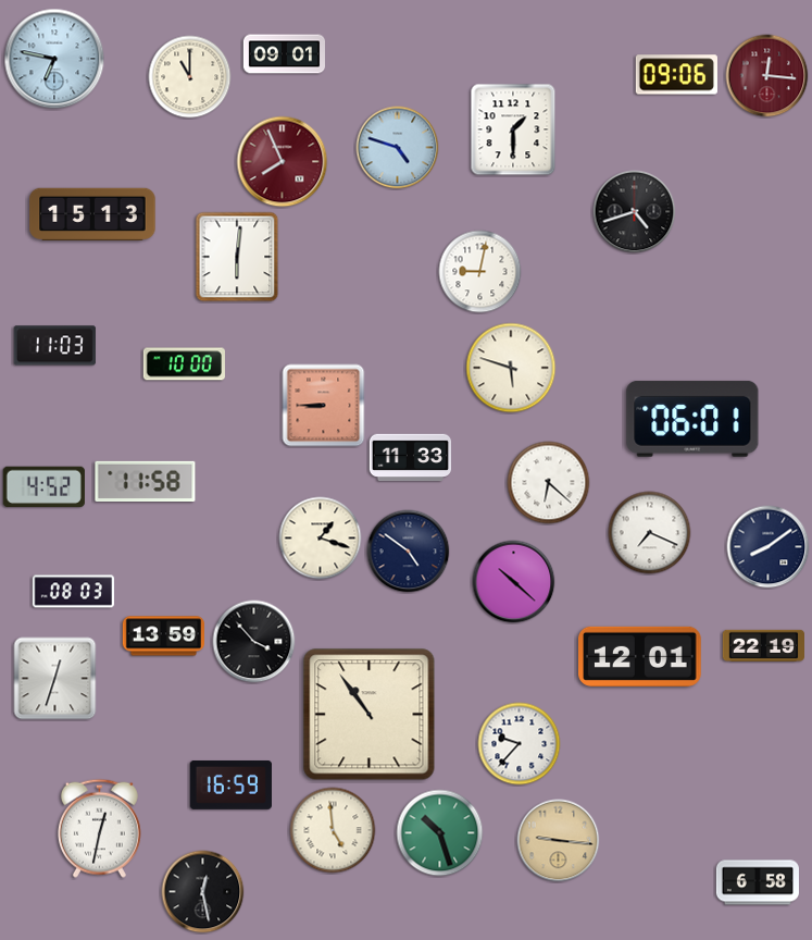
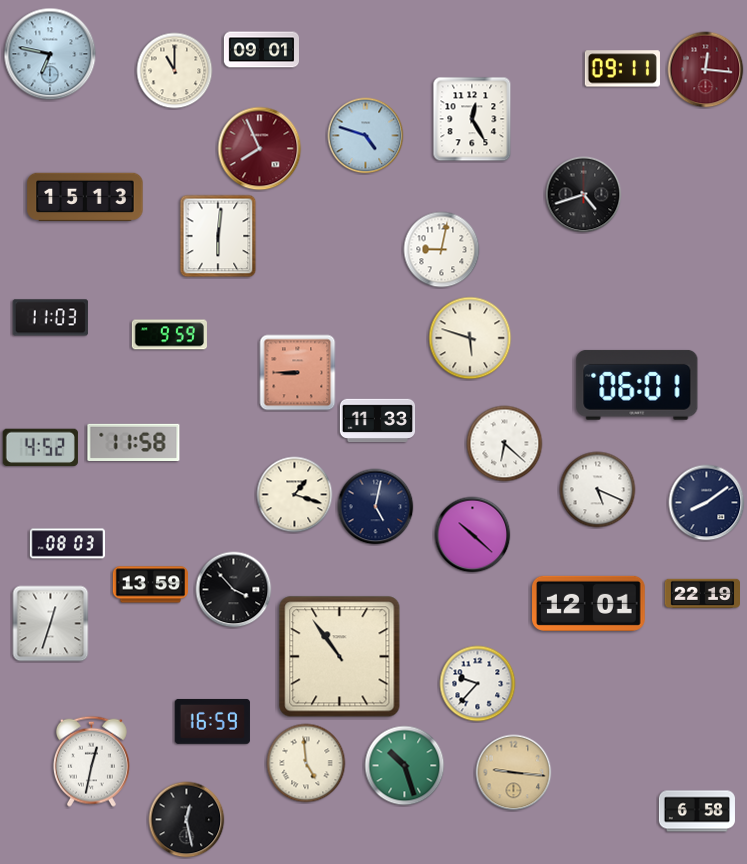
clock at (676, 75): 09:06 -> 09:11
clock at (513, 129): 1:30 -> 12:25
clock at (184, 364): 10:00 -> 9:59
clock at (650, 533): 7:19 -> 5:19
clock at (409, 552): 4:51 -> 5:02
